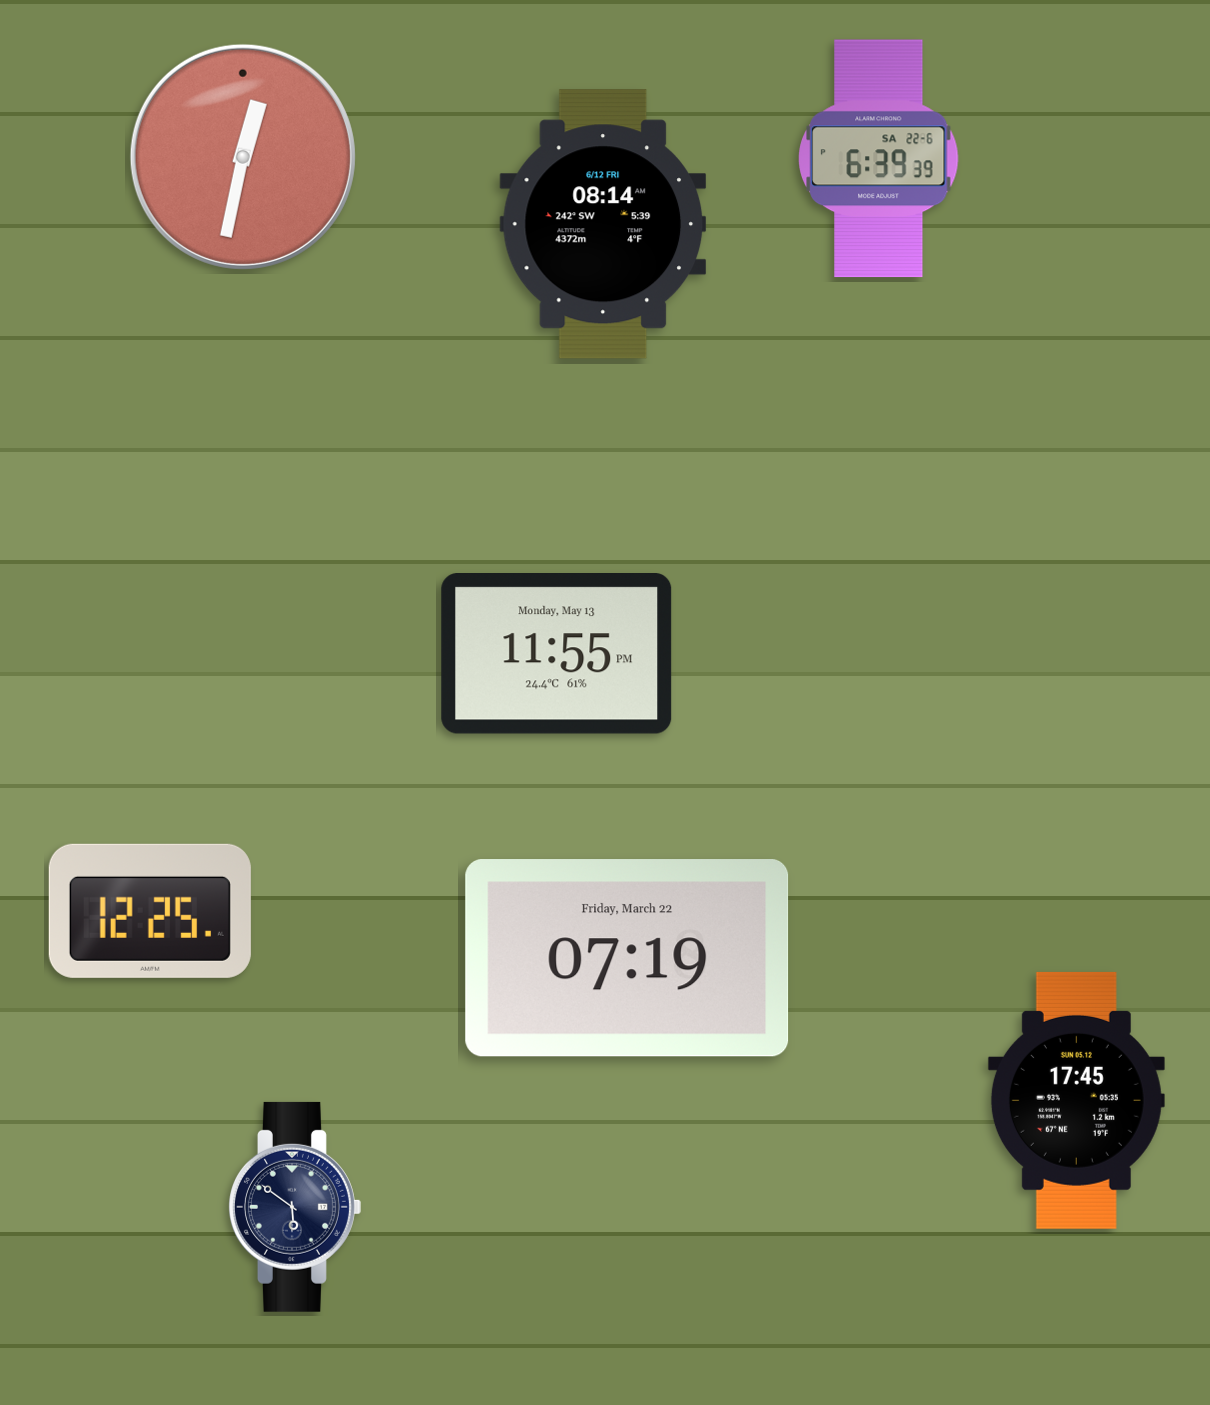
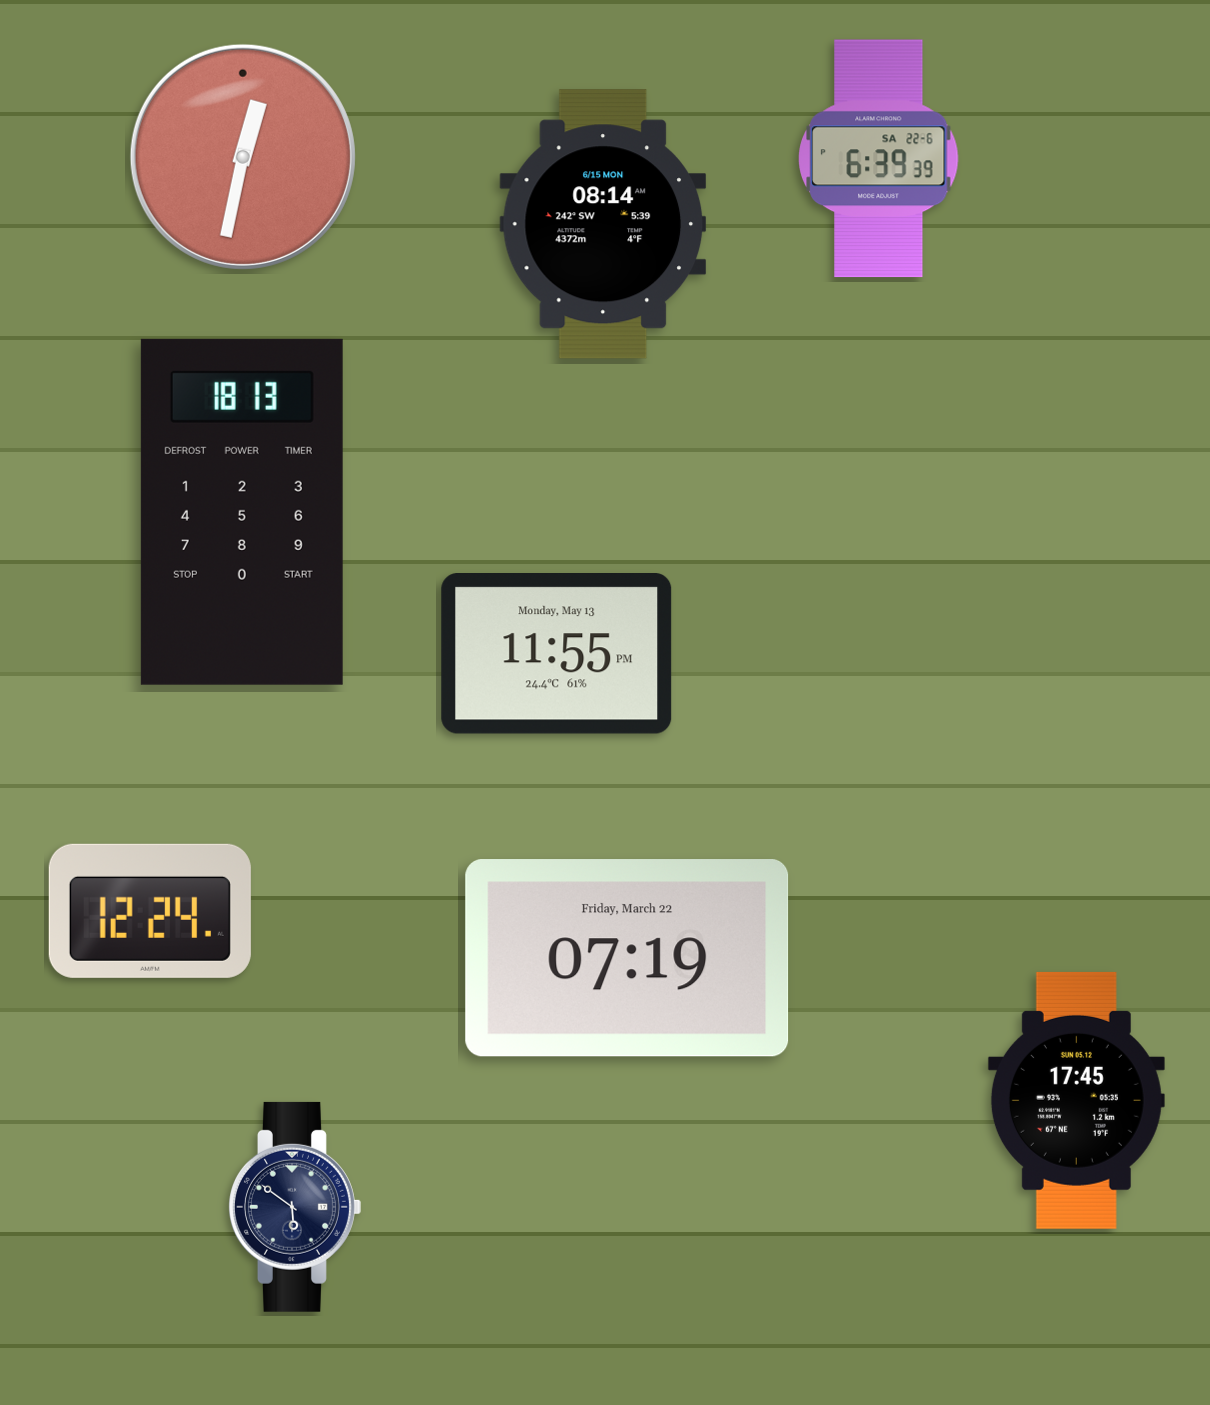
clock at (603, 224) date: 6/12 FRI -> 6/15 MON
clock at (242, 512): none -> 18:13
clock at (150, 911): 12:25 -> 12:24
